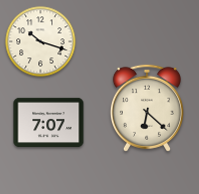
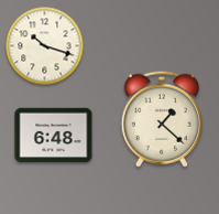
clock at (147, 108): 6:22 -> 1:22
clock at (49, 123): 7:07 -> 6:48
